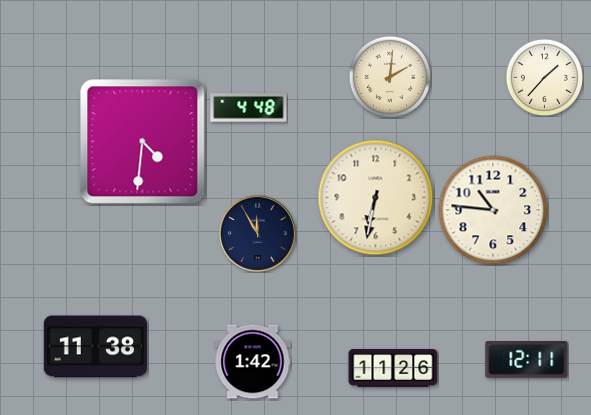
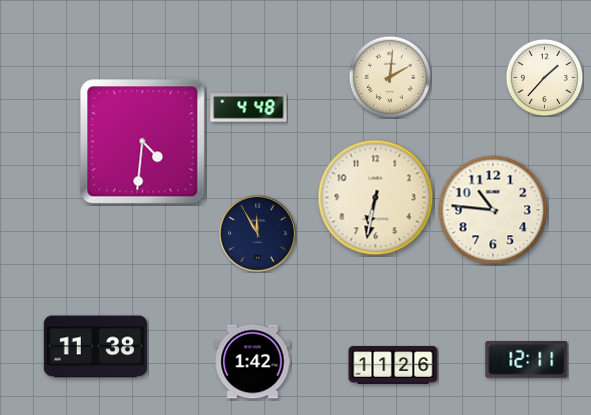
clock at (393, 368) position: (393, 368) -> (393, 365)
